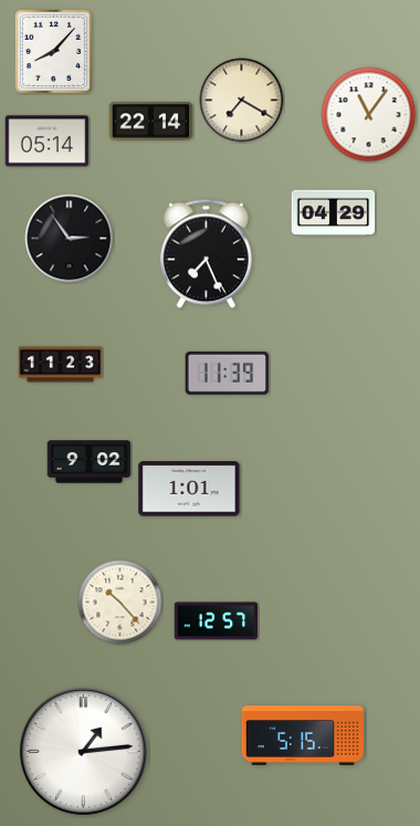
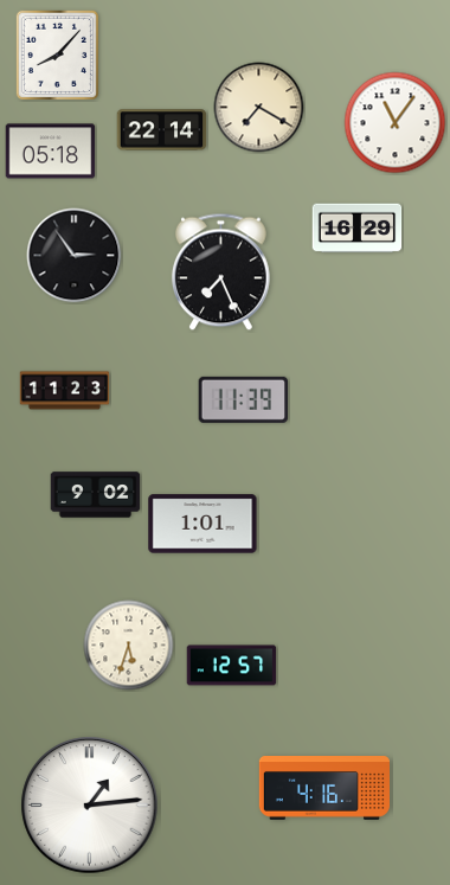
clock at (48, 142): 05:14 -> 05:18
clock at (334, 213): 04:29 -> 16:29
clock at (120, 603): 10:23 -> 5:33
clock at (302, 736): 5:15 -> 4:16
